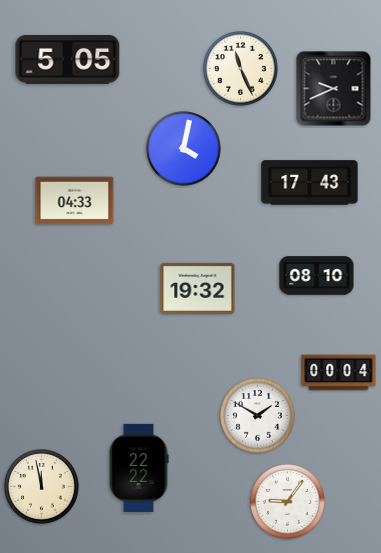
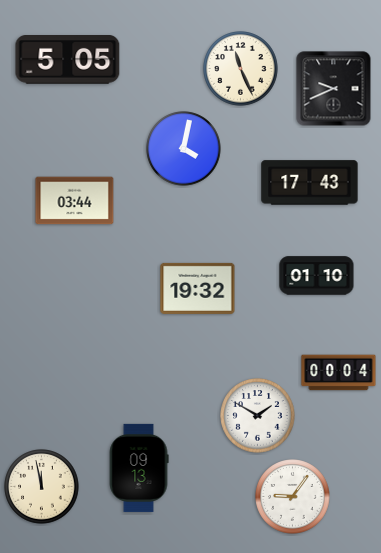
clock at (75, 201): 04:33 -> 03:44
clock at (317, 276): 08:10 -> 01:10
clock at (139, 468): 22:22 -> 09:13
clock at (288, 502) position: (288, 502) -> (293, 497)
